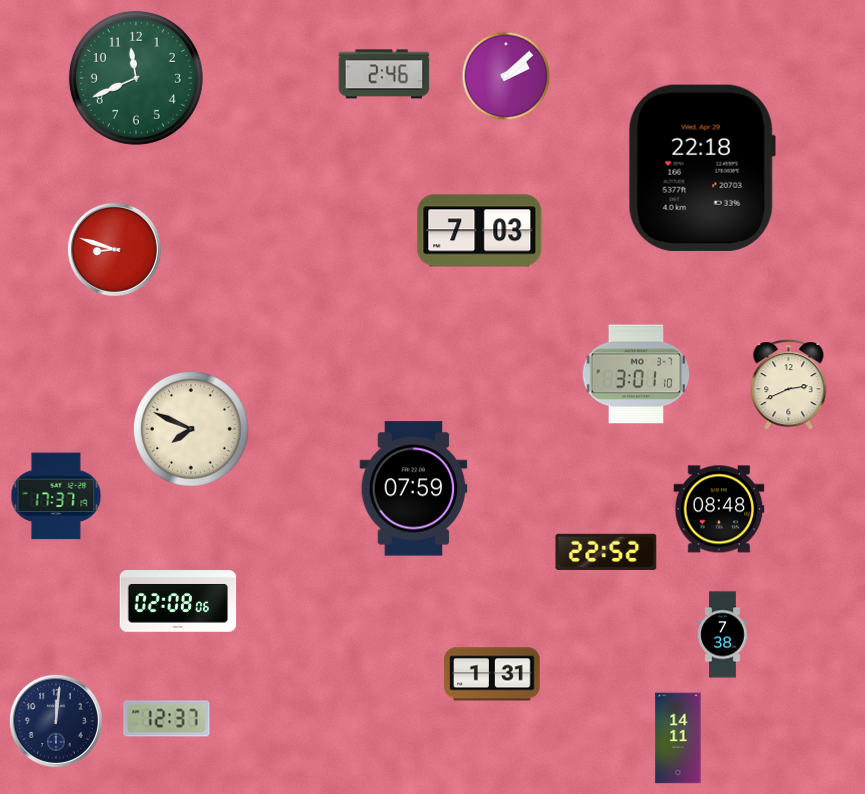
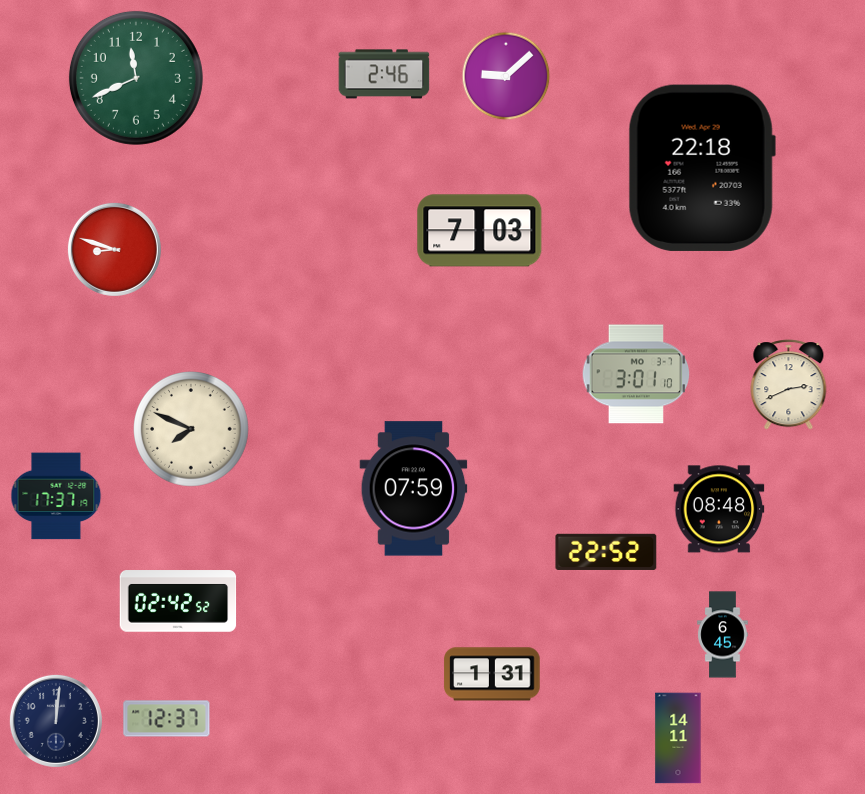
clock at (506, 76): 2:08 -> 9:08
clock at (178, 601): 02:08 -> 02:42
clock at (723, 635): 7:38 -> 6:45
